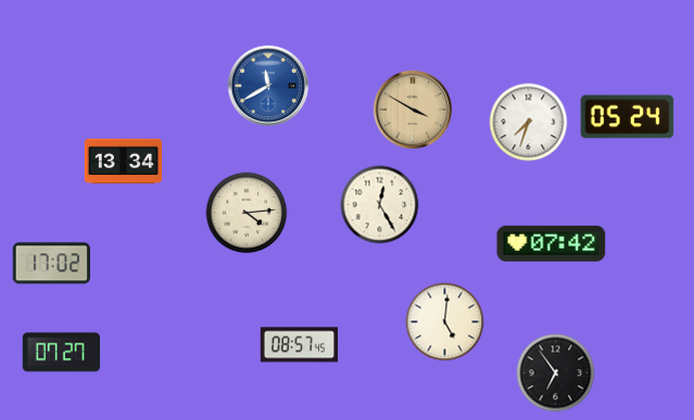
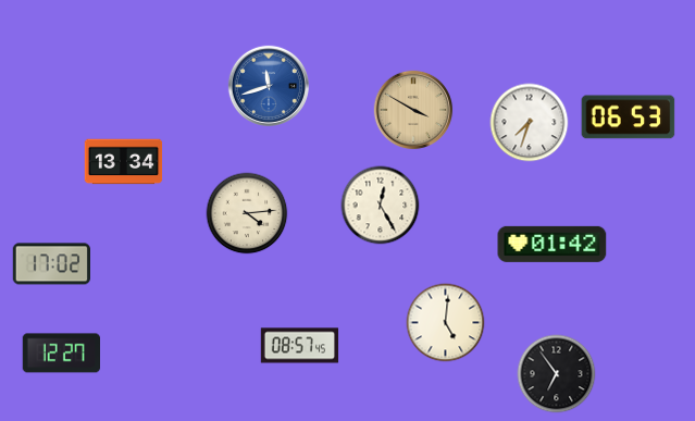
clock at (267, 85): 11:40 -> 11:42
clock at (628, 117): 05:24 -> 06:53
clock at (552, 243): 07:42 -> 01:42
clock at (61, 353): 07:27 -> 12:27
